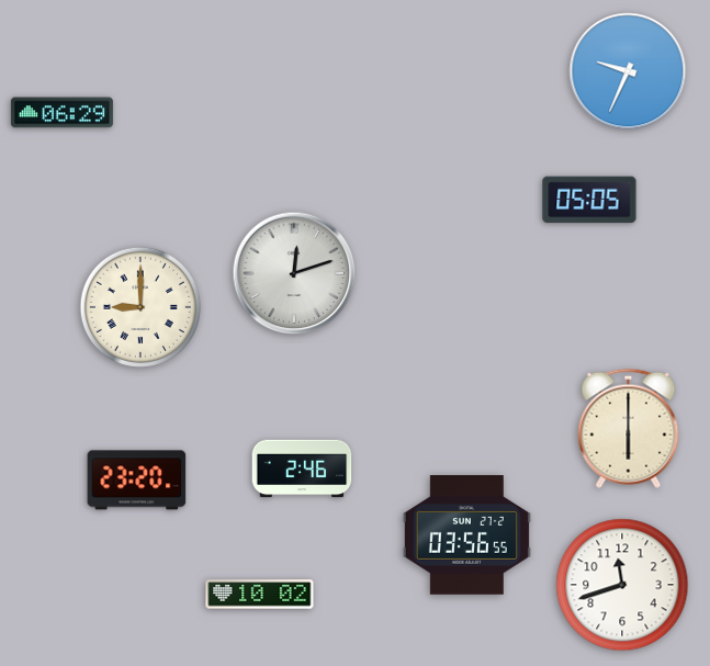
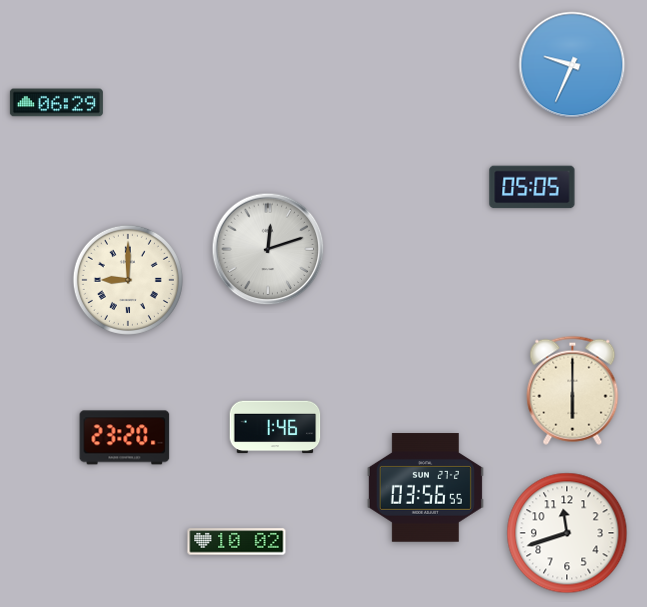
clock at (589, 200) position: (589, 200) -> (532, 187)
clock at (302, 469): 2:46 -> 1:46
